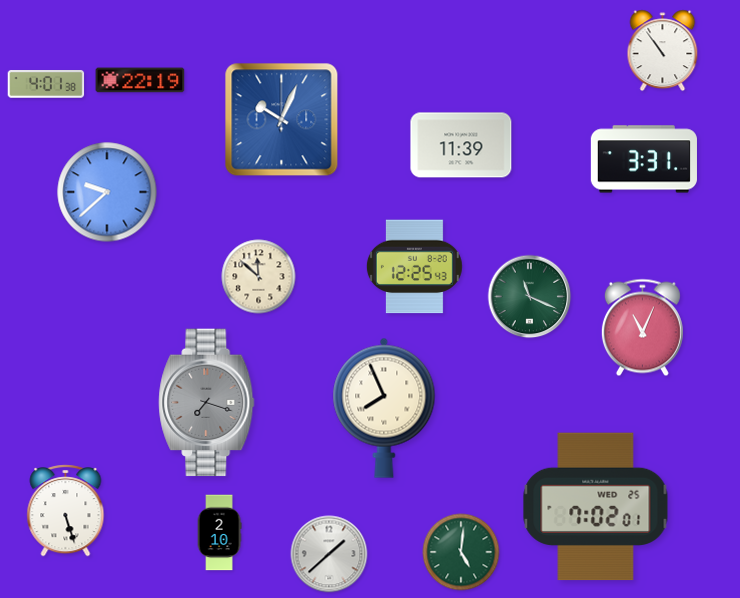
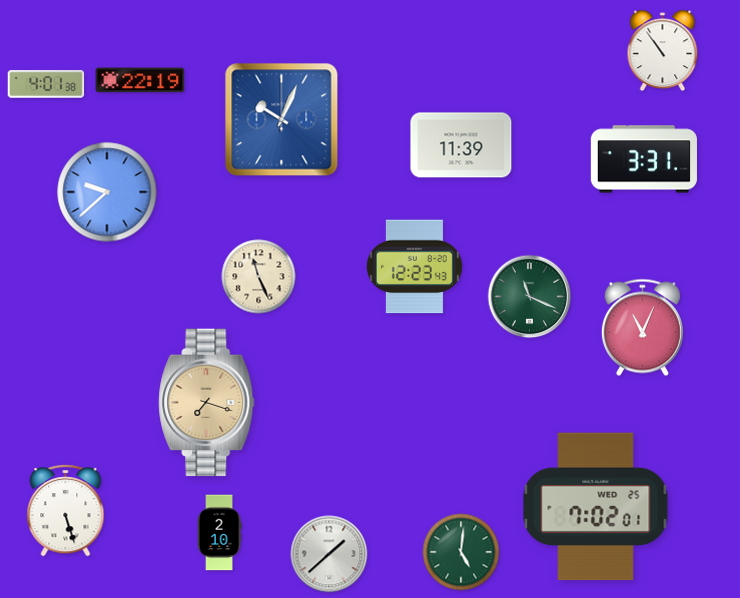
clock at (414, 267): 12:25 -> 12:23
clock at (259, 277): 11:52 -> 11:26
clock at (207, 403) dial: grey -> champagne
clock at (384, 408): 7:56 -> none
